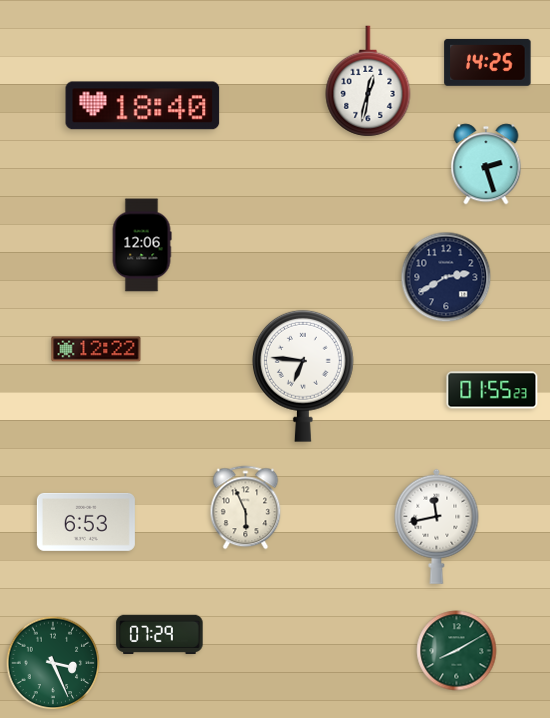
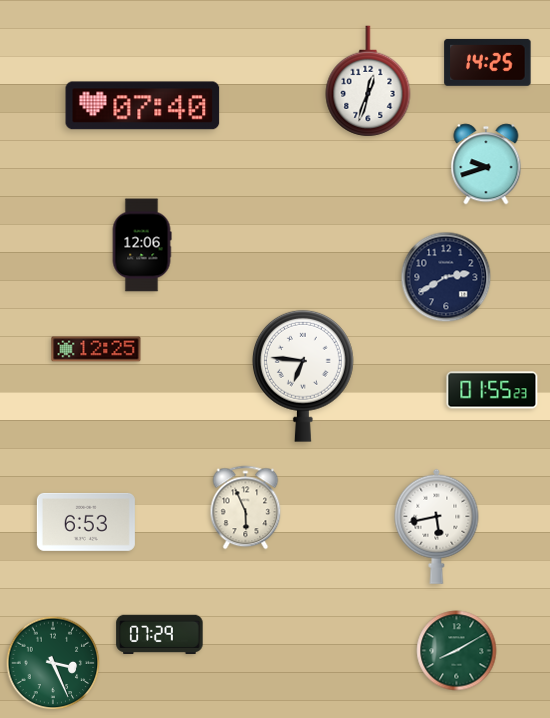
clock at (368, 81): 12:32 -> 12:33
clock at (143, 106): 18:40 -> 07:40
clock at (486, 164): 2:27 -> 9:42
clock at (96, 349): 12:22 -> 12:25
clock at (437, 526): 11:43 -> 5:43
